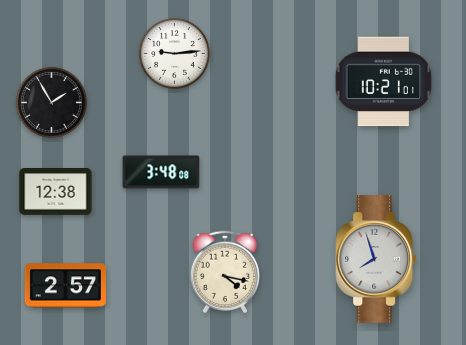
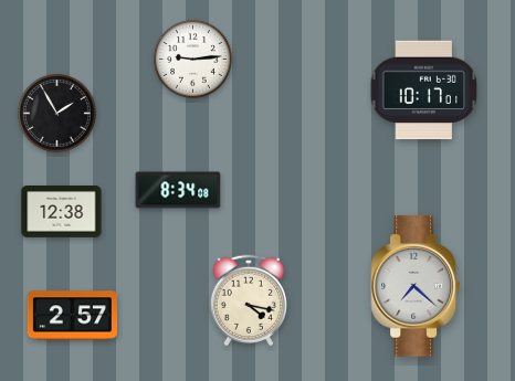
clock at (384, 82): 10:21 -> 10:17
clock at (161, 172): 3:48 -> 8:34
clock at (376, 259): 7:57 -> 7:22
